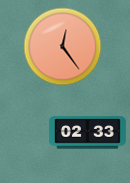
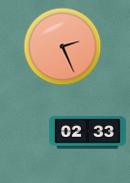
clock at (62, 46): 12:24 -> 2:26
